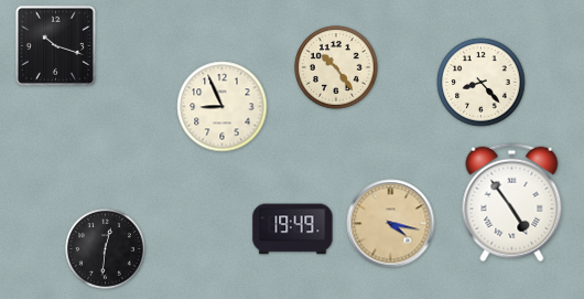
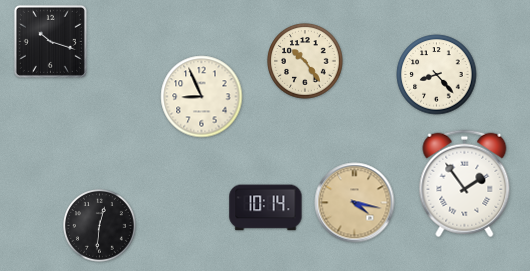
clock at (512, 203): 4:54 -> 1:54
clock at (293, 229): 19:49 -> 10:14
clock at (106, 249) position: (106, 249) -> (100, 226)
